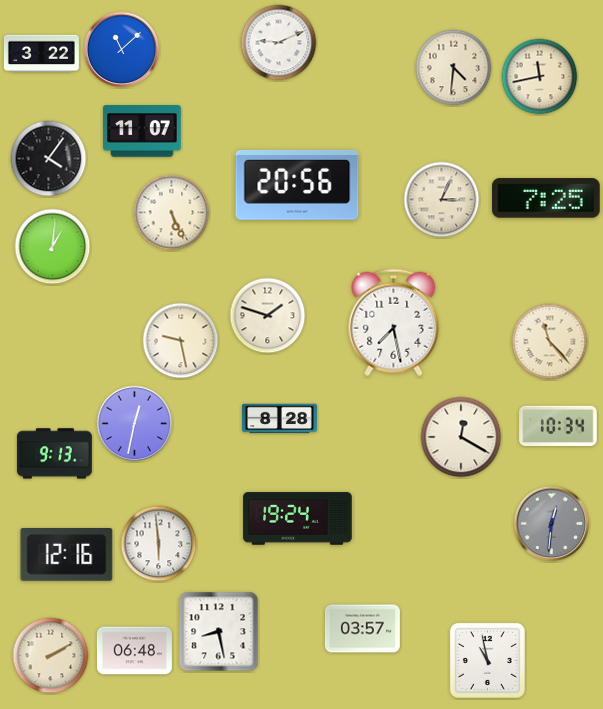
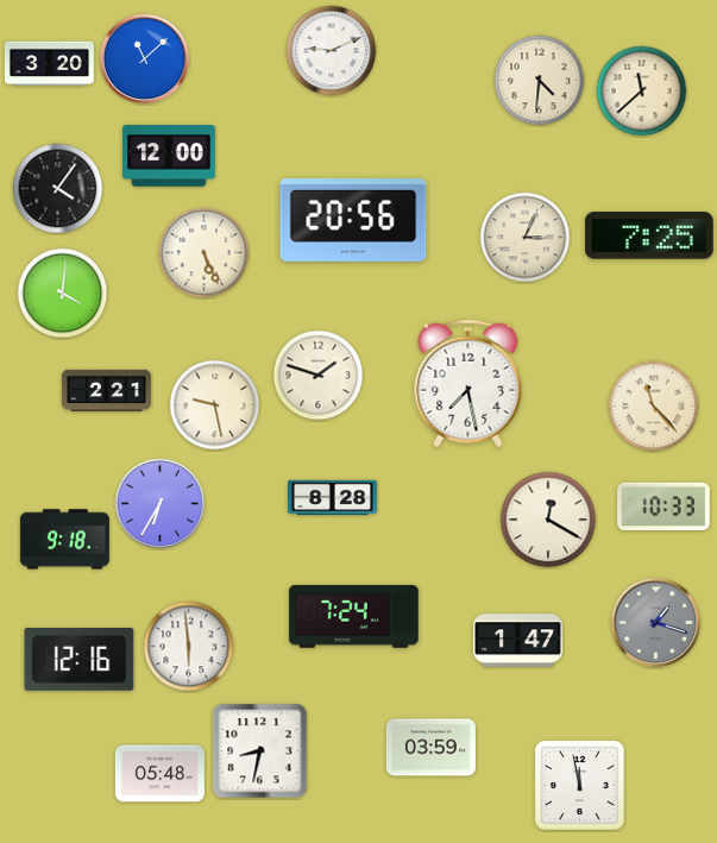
clock at (41, 54): 3:22 -> 3:20
clock at (540, 77): 11:43 -> 11:38
clock at (142, 131): 11:07 -> 12:00
clock at (53, 247): 1:01 -> 4:01
clock at (106, 391): none -> 2:21
clock at (135, 424): 12:32 -> 6:35
clock at (558, 426): 10:34 -> 10:33
clock at (54, 454): 9:13 -> 9:18
clock at (298, 519): 19:24 -> 7:24
clock at (552, 524): 12:31 -> 1:18
clock at (517, 641): none -> 1:47
clock at (362, 629): 03:57 -> 03:59
clock at (219, 632): 8:28 -> 8:32
clock at (134, 651): 06:48 -> 05:48
clock at (51, 656): 2:10 -> none
clock at (487, 660): 10:58 -> 11:58
